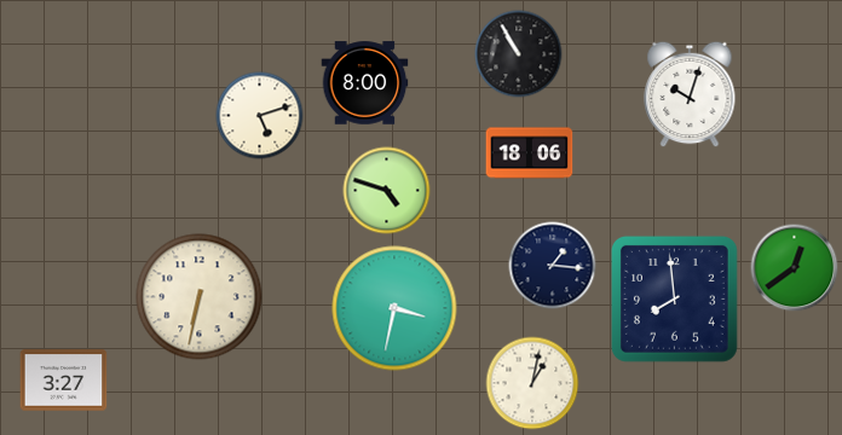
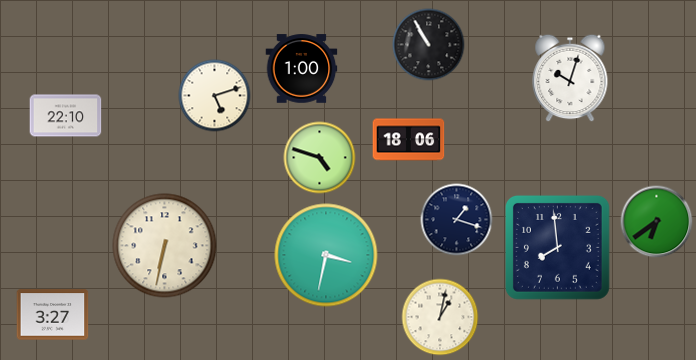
clock at (365, 83): 8:00 -> 1:00
clock at (66, 116): none -> 22:10
clock at (530, 153) position: (530, 153) -> (409, 140)
clock at (553, 266): 1:16 -> 1:18
clock at (795, 268): 12:39 -> 6:39
